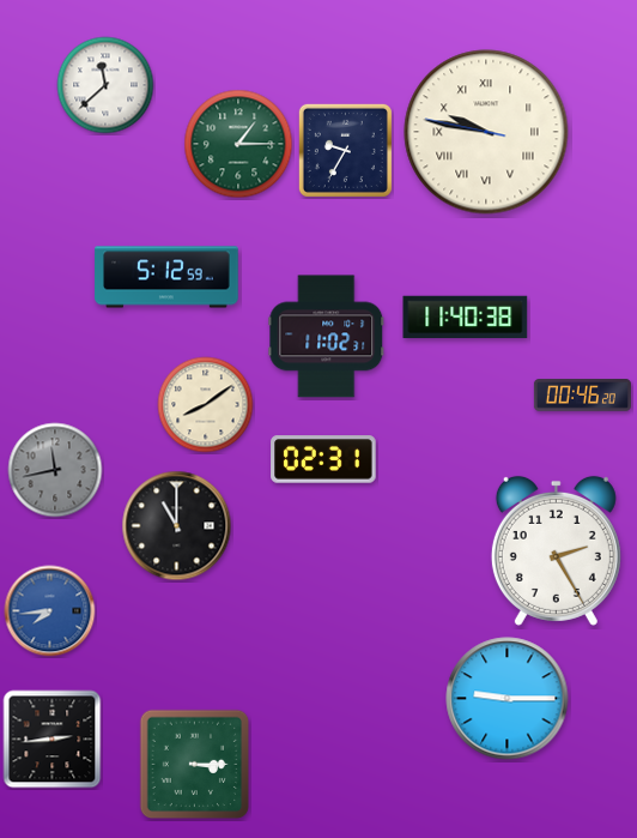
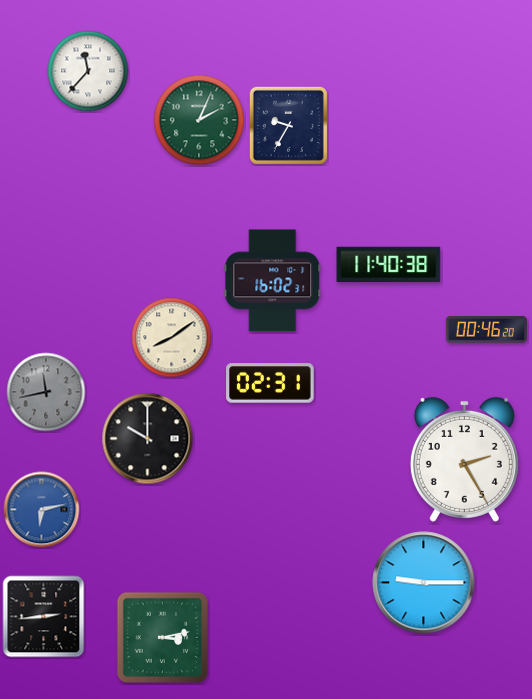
clock at (105, 85): 11:38 -> 11:37
clock at (486, 132): 9:46 -> none
clock at (238, 144): 1:15 -> 2:04
clock at (166, 277): 5:12 -> none
clock at (327, 337): 11:02 -> 16:02
clock at (177, 526): 11:00 -> 10:00
clock at (50, 611): 7:44 -> 6:13
clock at (195, 765): 3:15 -> 3:13
